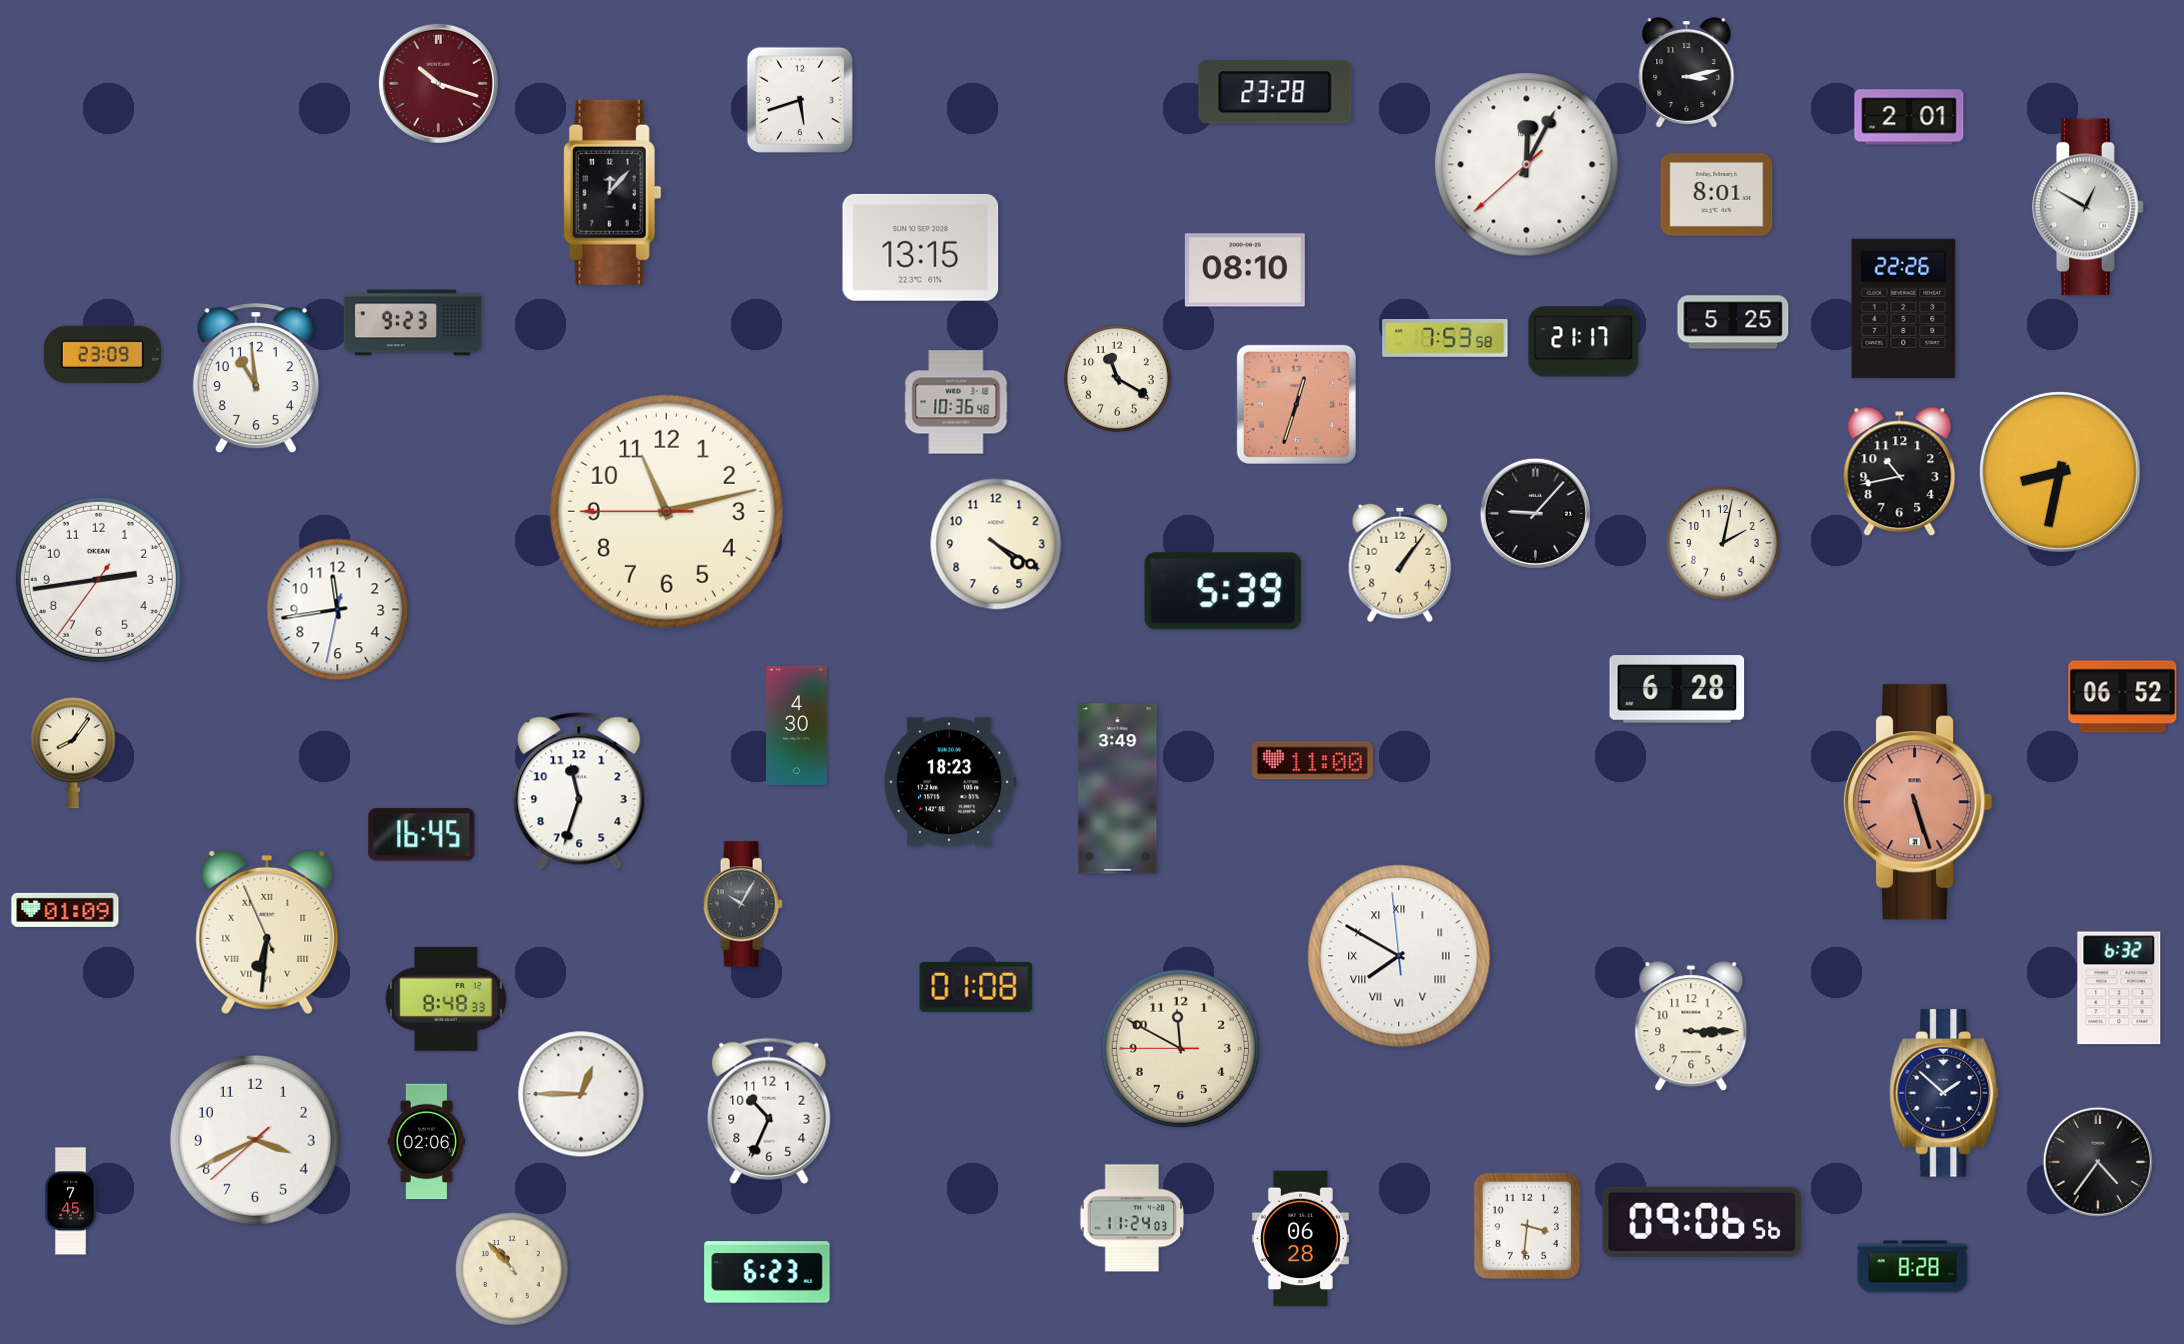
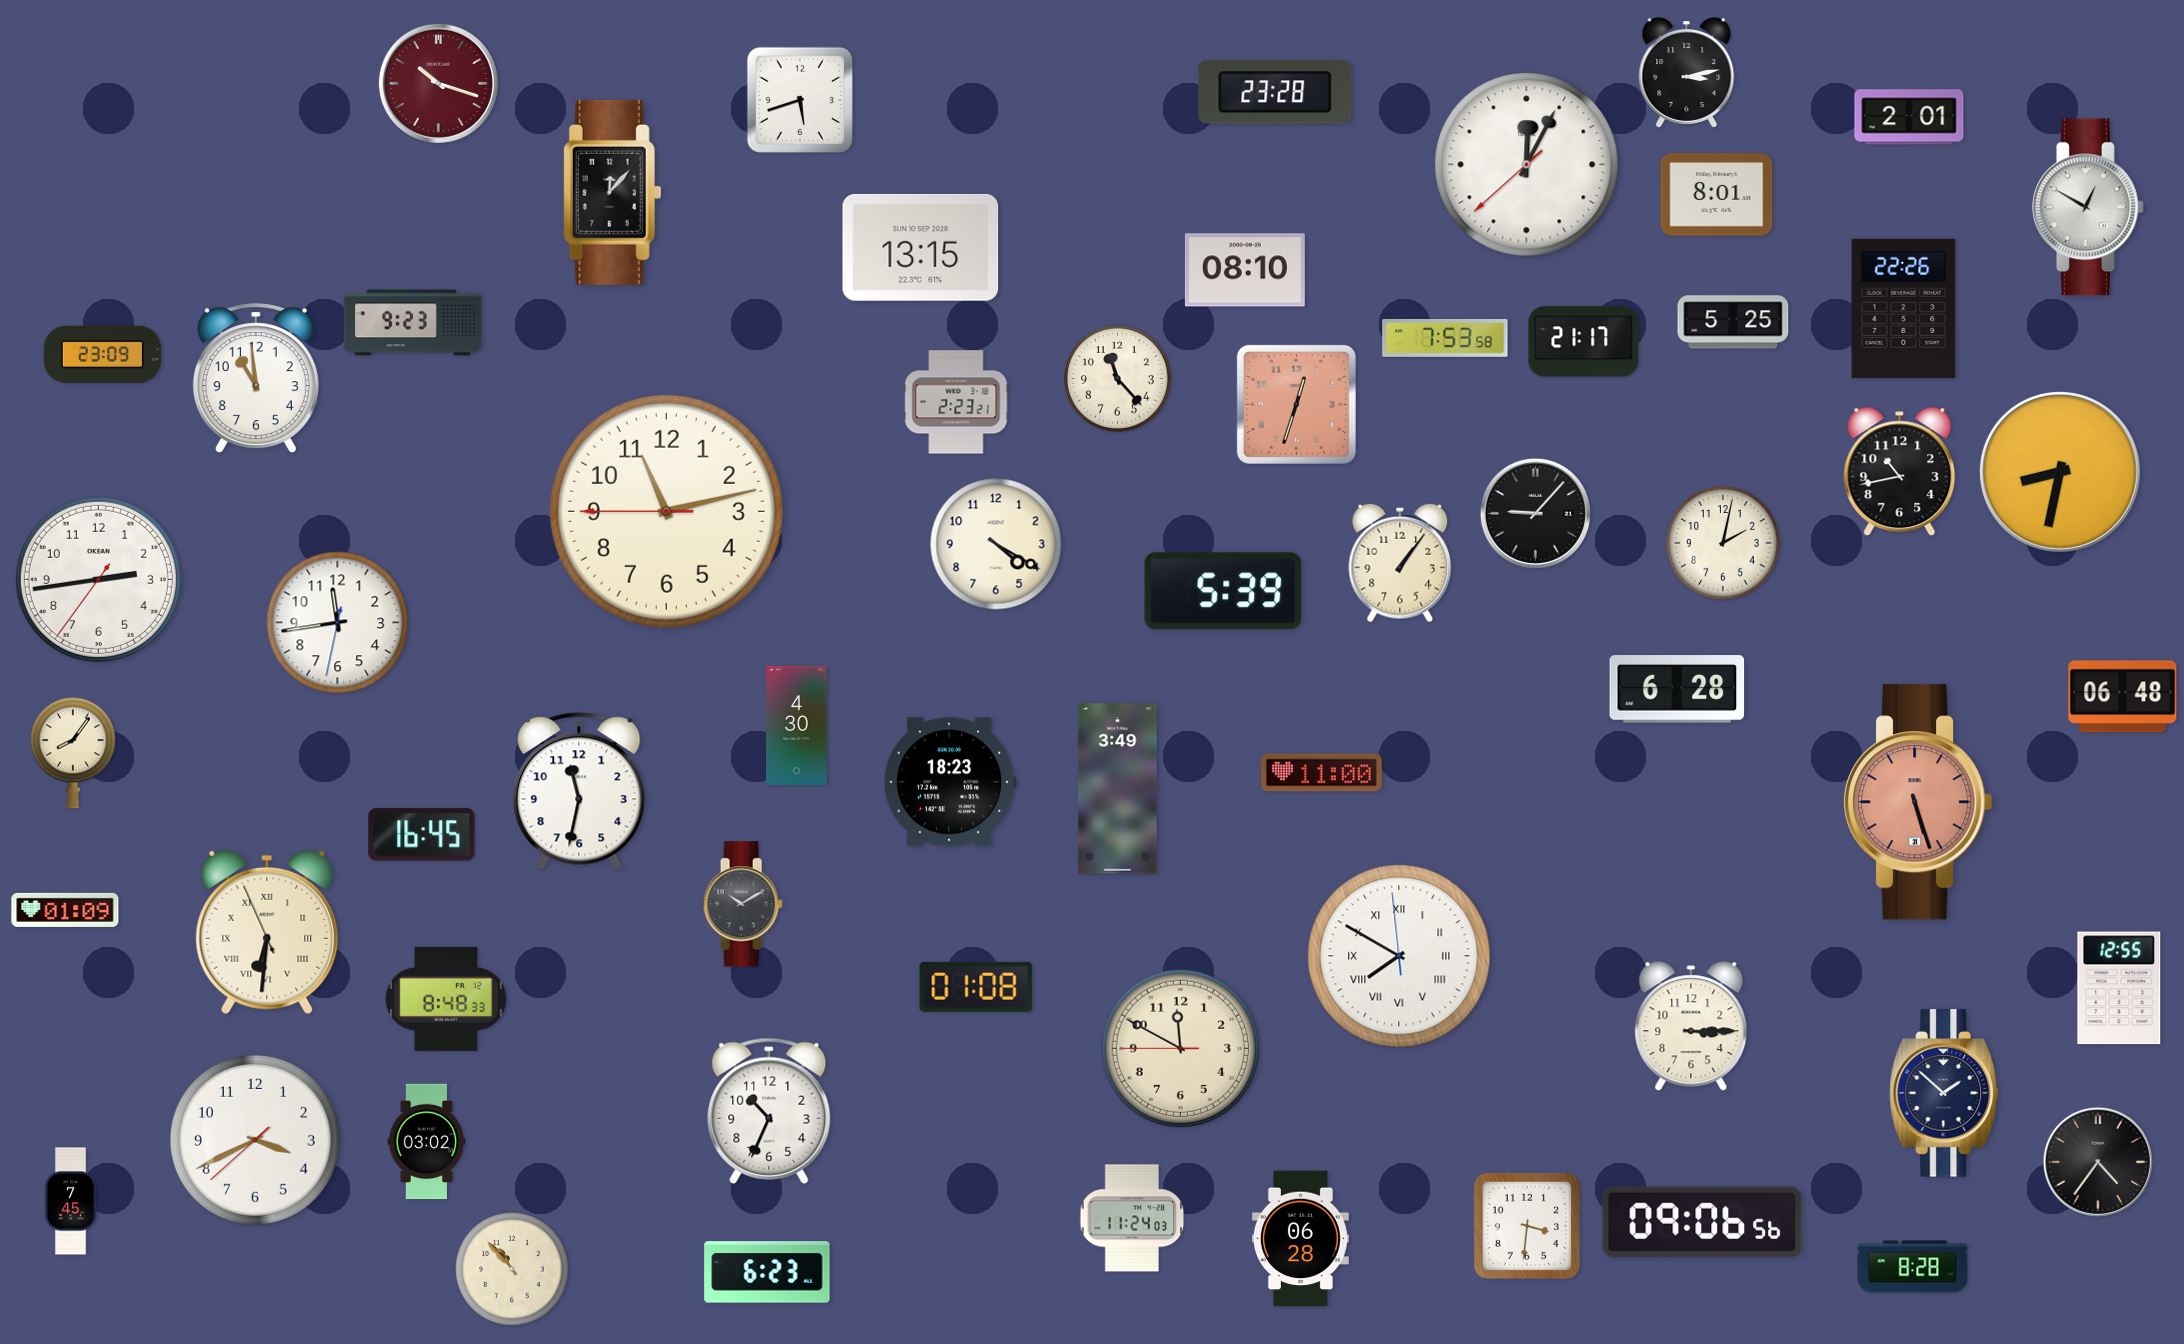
clock at (1118, 379): 11:20 -> 11:23
clock at (956, 402): 10:36 -> 2:23
clock at (338, 610) position: (338, 610) -> (338, 623)
clock at (2123, 697): 06:52 -> 06:48
clock at (1312, 761) position: (1312, 761) -> (1321, 773)
clock at (579, 791): 11:33 -> 11:32
clock at (743, 904): 10:05 -> 10:10
clock at (2119, 988): 6:32 -> 12:55
clock at (581, 1094): 12:45 -> none
clock at (427, 1142): 02:06 -> 03:02
